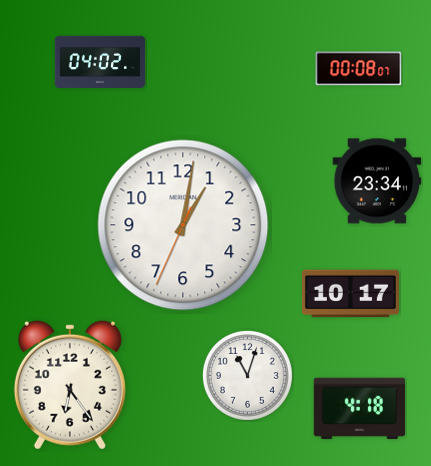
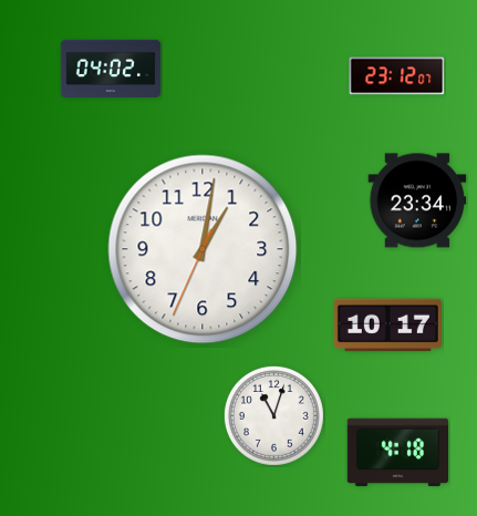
clock at (359, 69): 00:08 -> 23:12
clock at (70, 385): 6:24 -> none
